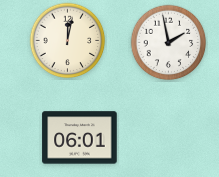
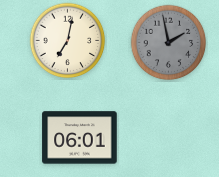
clock at (68, 41): 12:02 -> 7:02
clock at (169, 43) dial: white -> grey
